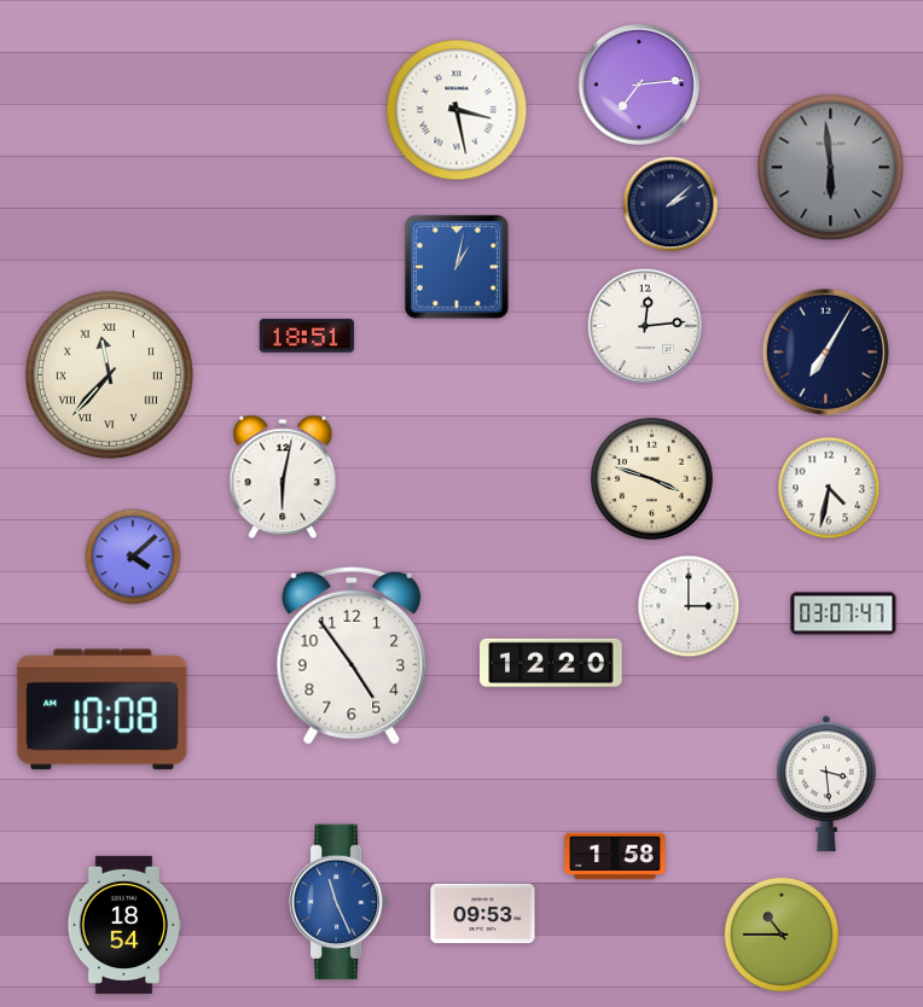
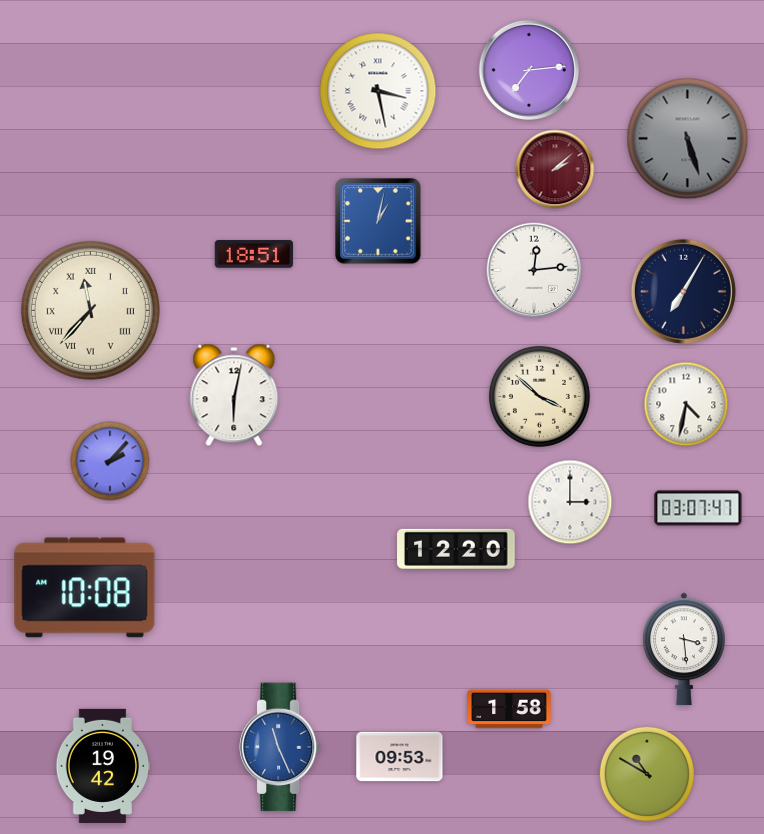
clock at (831, 168): 5:59 -> 5:27
clock at (671, 204) dial: navy -> burgundy
clock at (307, 336) position: (307, 336) -> (254, 254)
clock at (651, 478): 3:48 -> 3:52
clock at (133, 557): 4:08 -> 2:07
clock at (352, 656): 4:54 -> none
clock at (124, 925): 18:54 -> 19:42
clock at (780, 933): 10:45 -> 10:50
